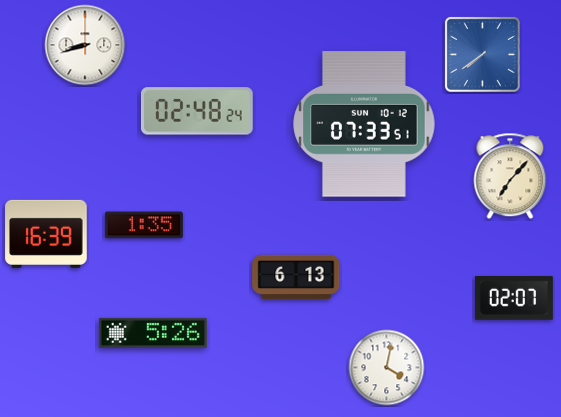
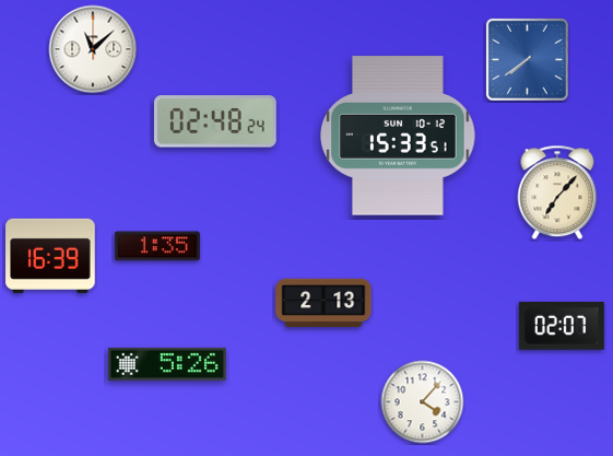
clock at (85, 45): 8:42 -> 11:08
clock at (364, 124): 07:33 -> 15:33
clock at (296, 277): 6:13 -> 2:13
clock at (387, 368): 4:02 -> 4:07
